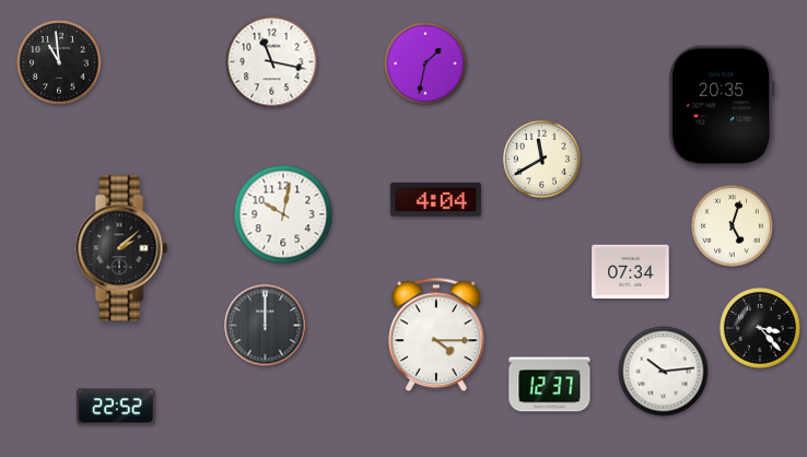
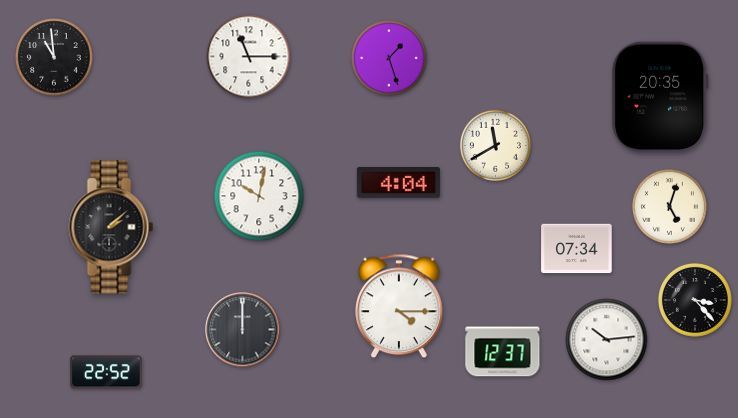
clock at (272, 62): 11:17 -> 11:15
clock at (425, 63): 1:32 -> 1:27
clock at (266, 326) position: (266, 326) -> (243, 330)
